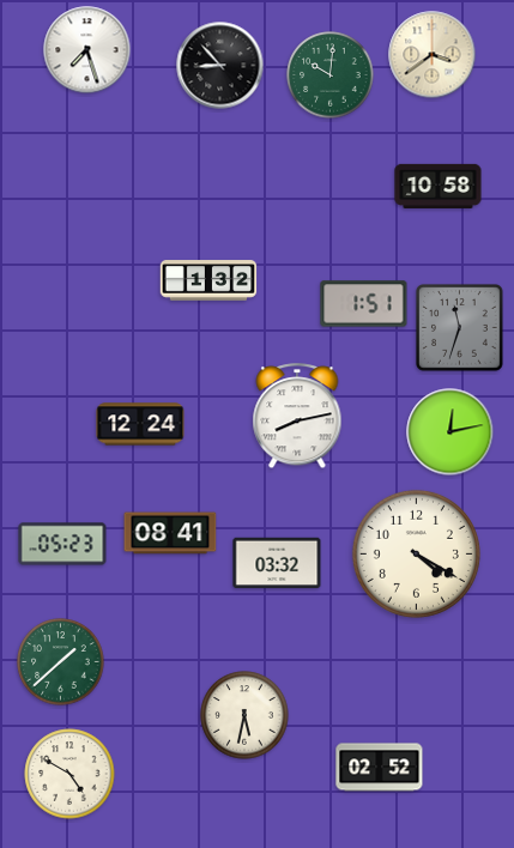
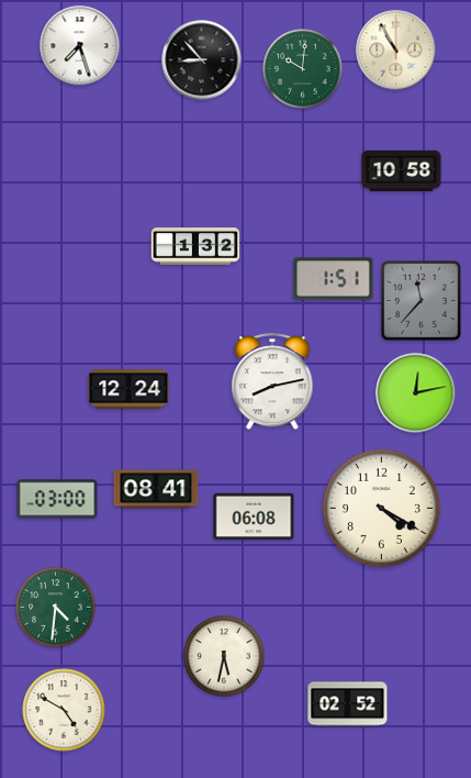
clock at (433, 55): 3:39 -> 10:55
clock at (208, 280) position: (208, 280) -> (195, 246)
clock at (460, 328): 11:33 -> 11:37
clock at (450, 432) position: (450, 432) -> (416, 393)
clock at (62, 544): 05:23 -> 03:00
clock at (277, 563): 03:32 -> 06:08
clock at (61, 662): 1:38 -> 4:31
